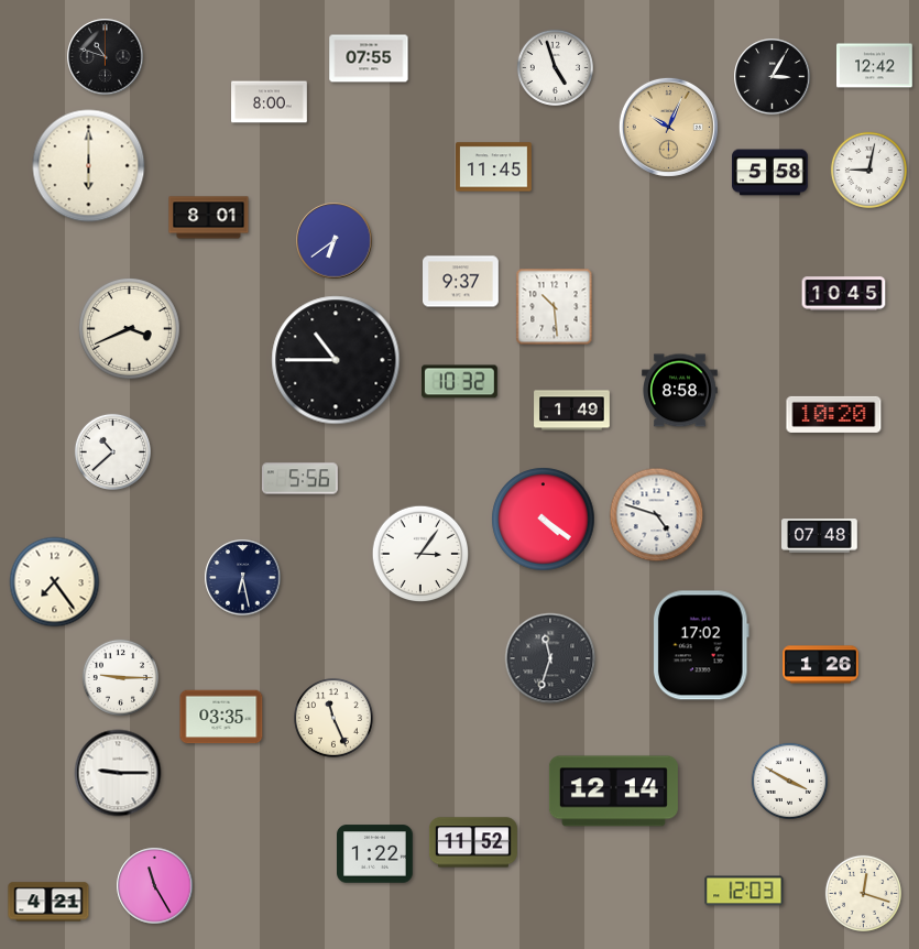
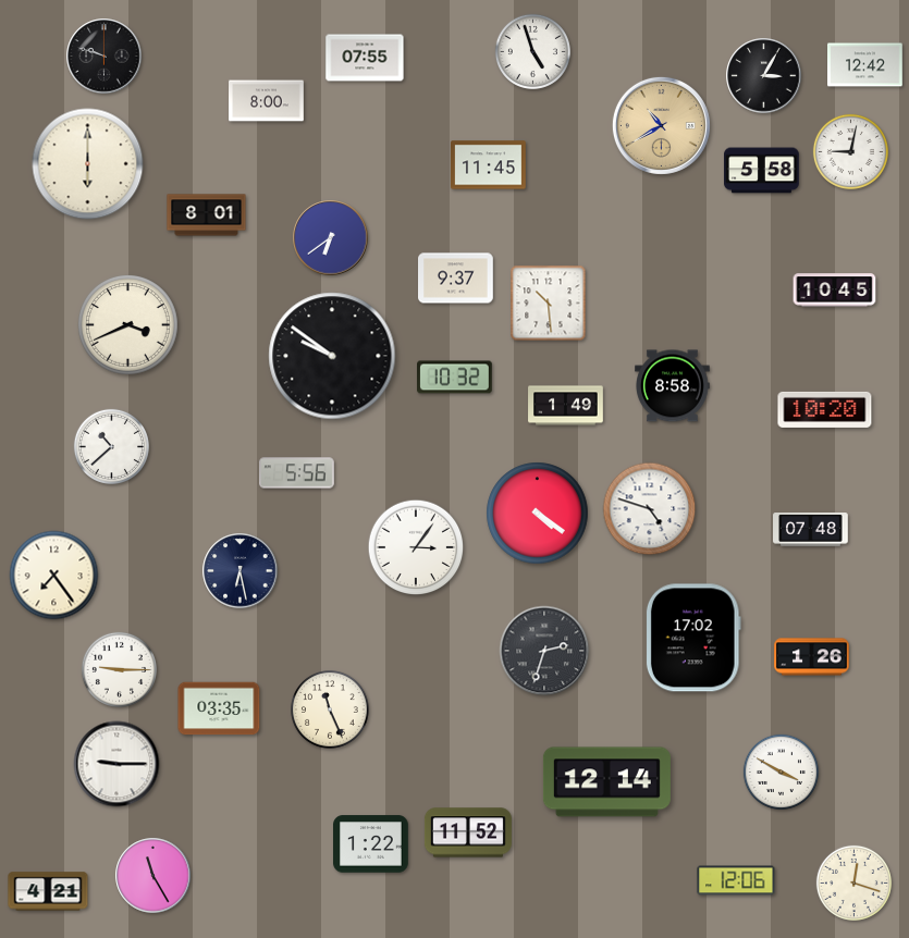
clock at (106, 57): 10:48 -> 9:48
clock at (555, 67) position: (555, 67) -> (532, 51)
clock at (668, 127): 10:04 -> 10:40
clock at (868, 170) position: (868, 170) -> (850, 151)
clock at (336, 360): 10:45 -> 9:51
clock at (550, 658): 11:33 -> 2:33
clock at (744, 891): 12:03 -> 12:06
